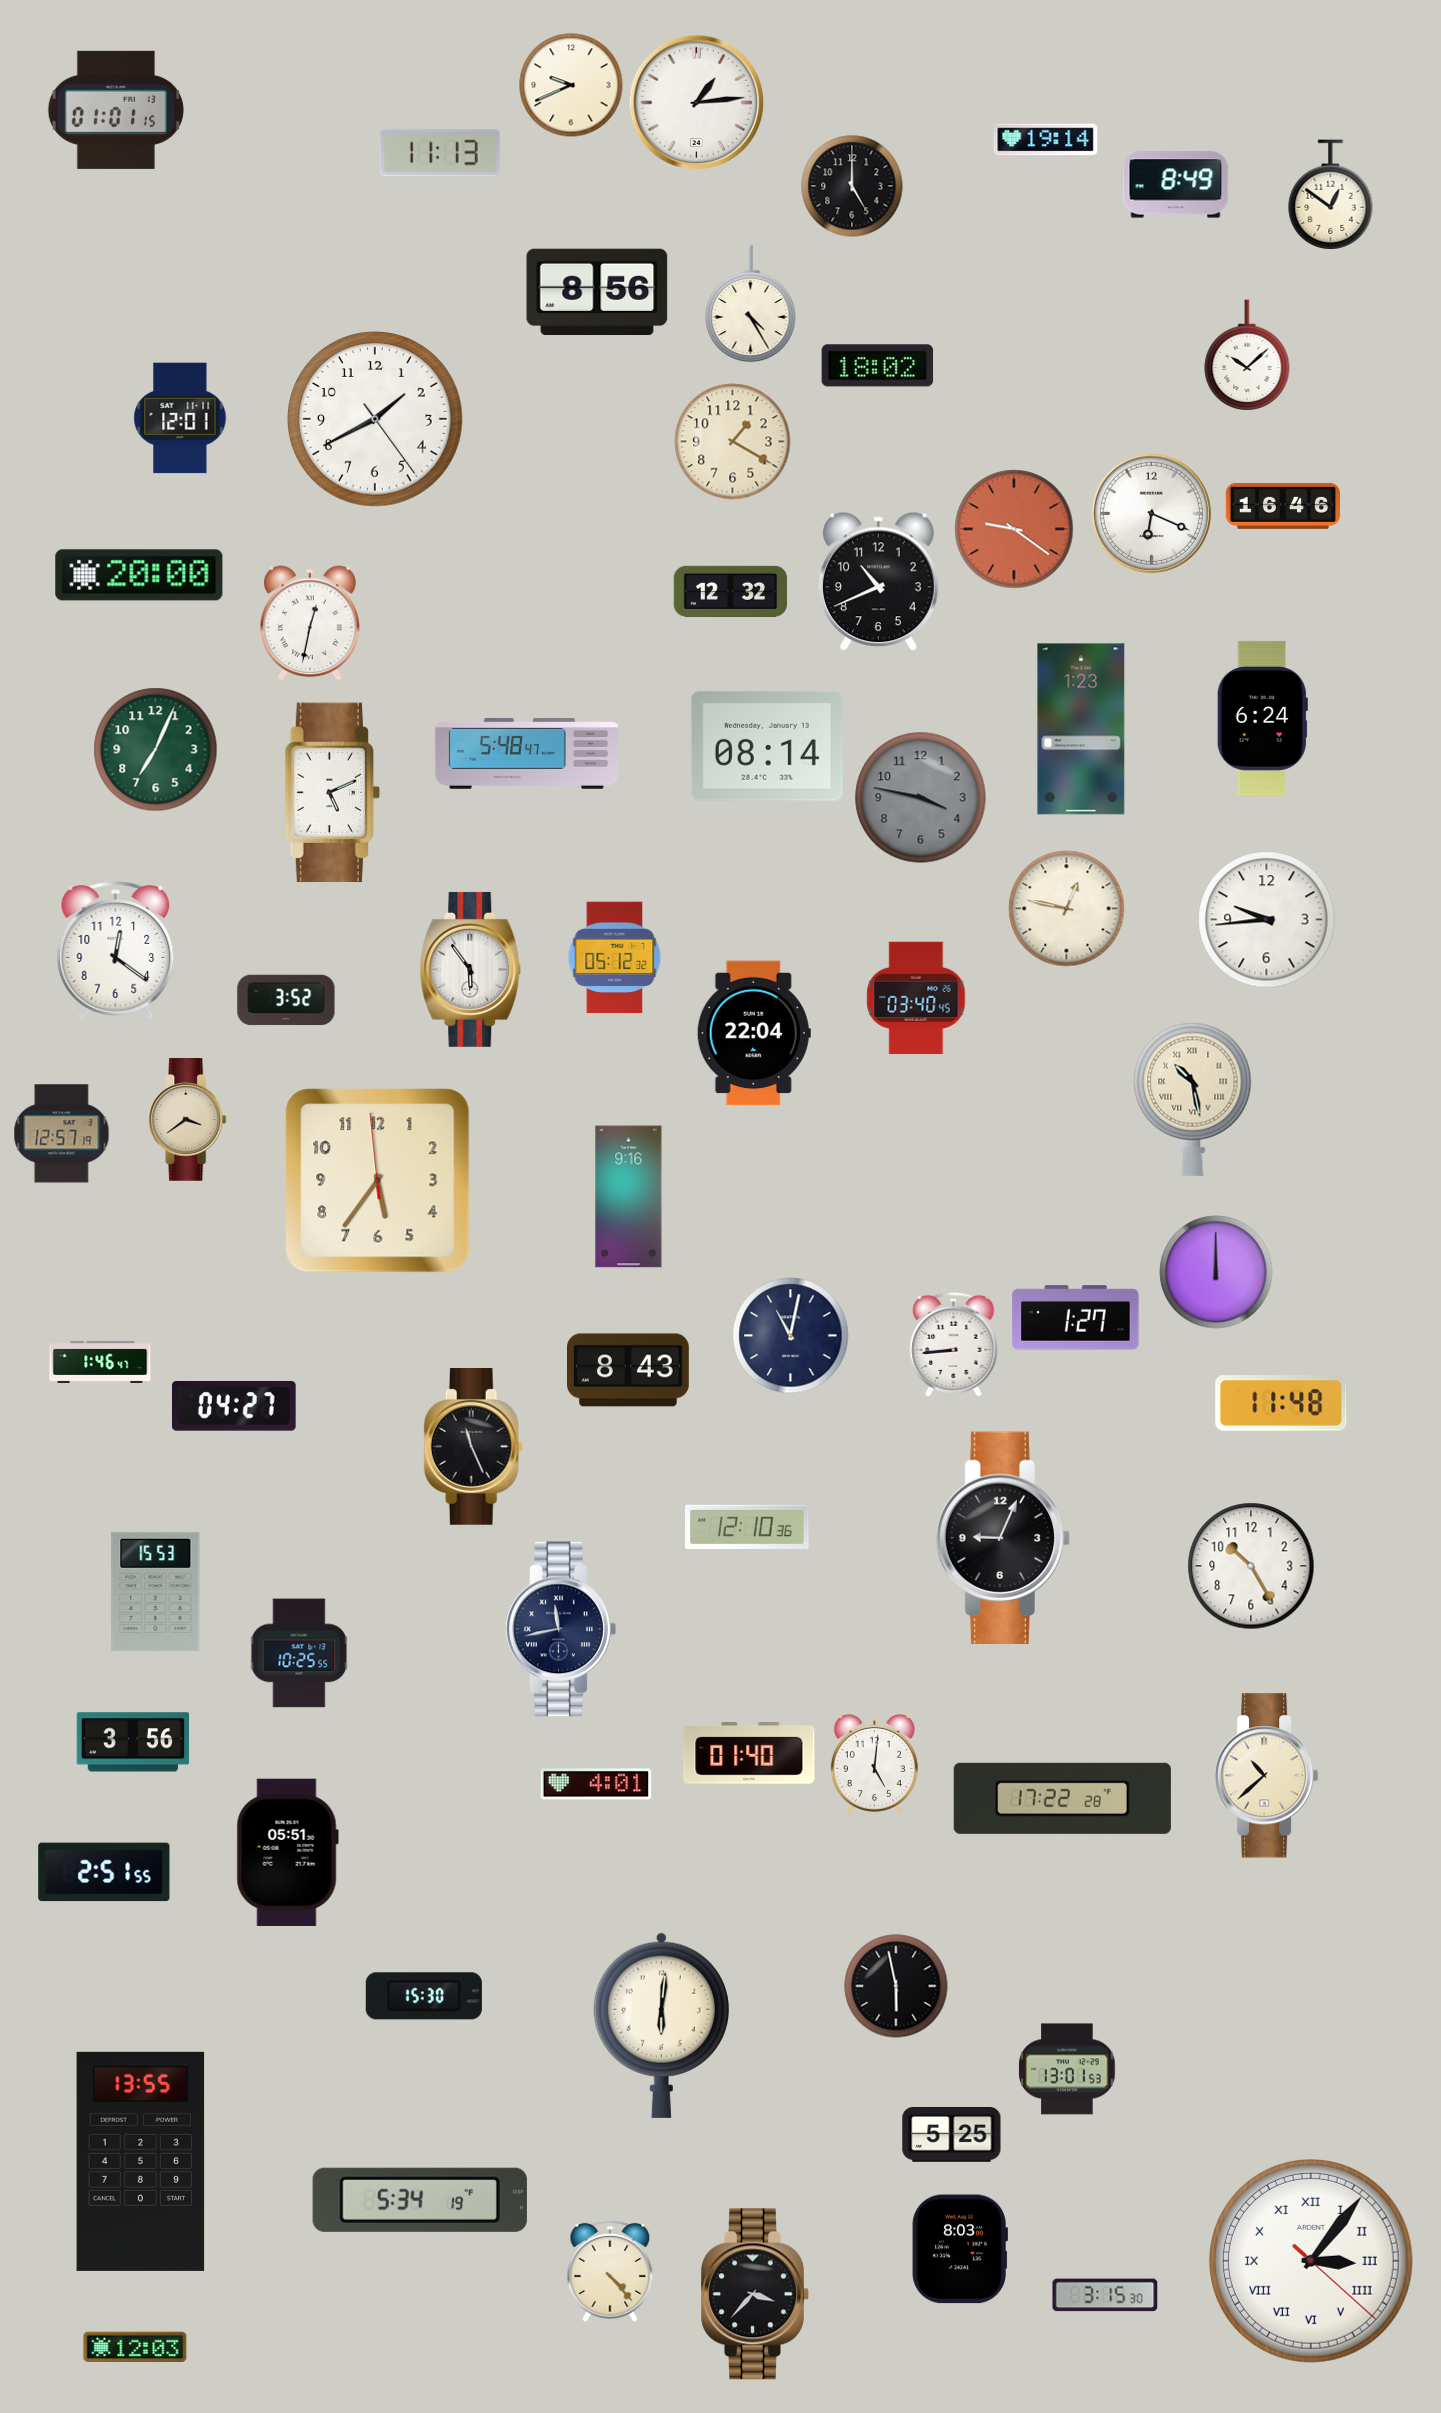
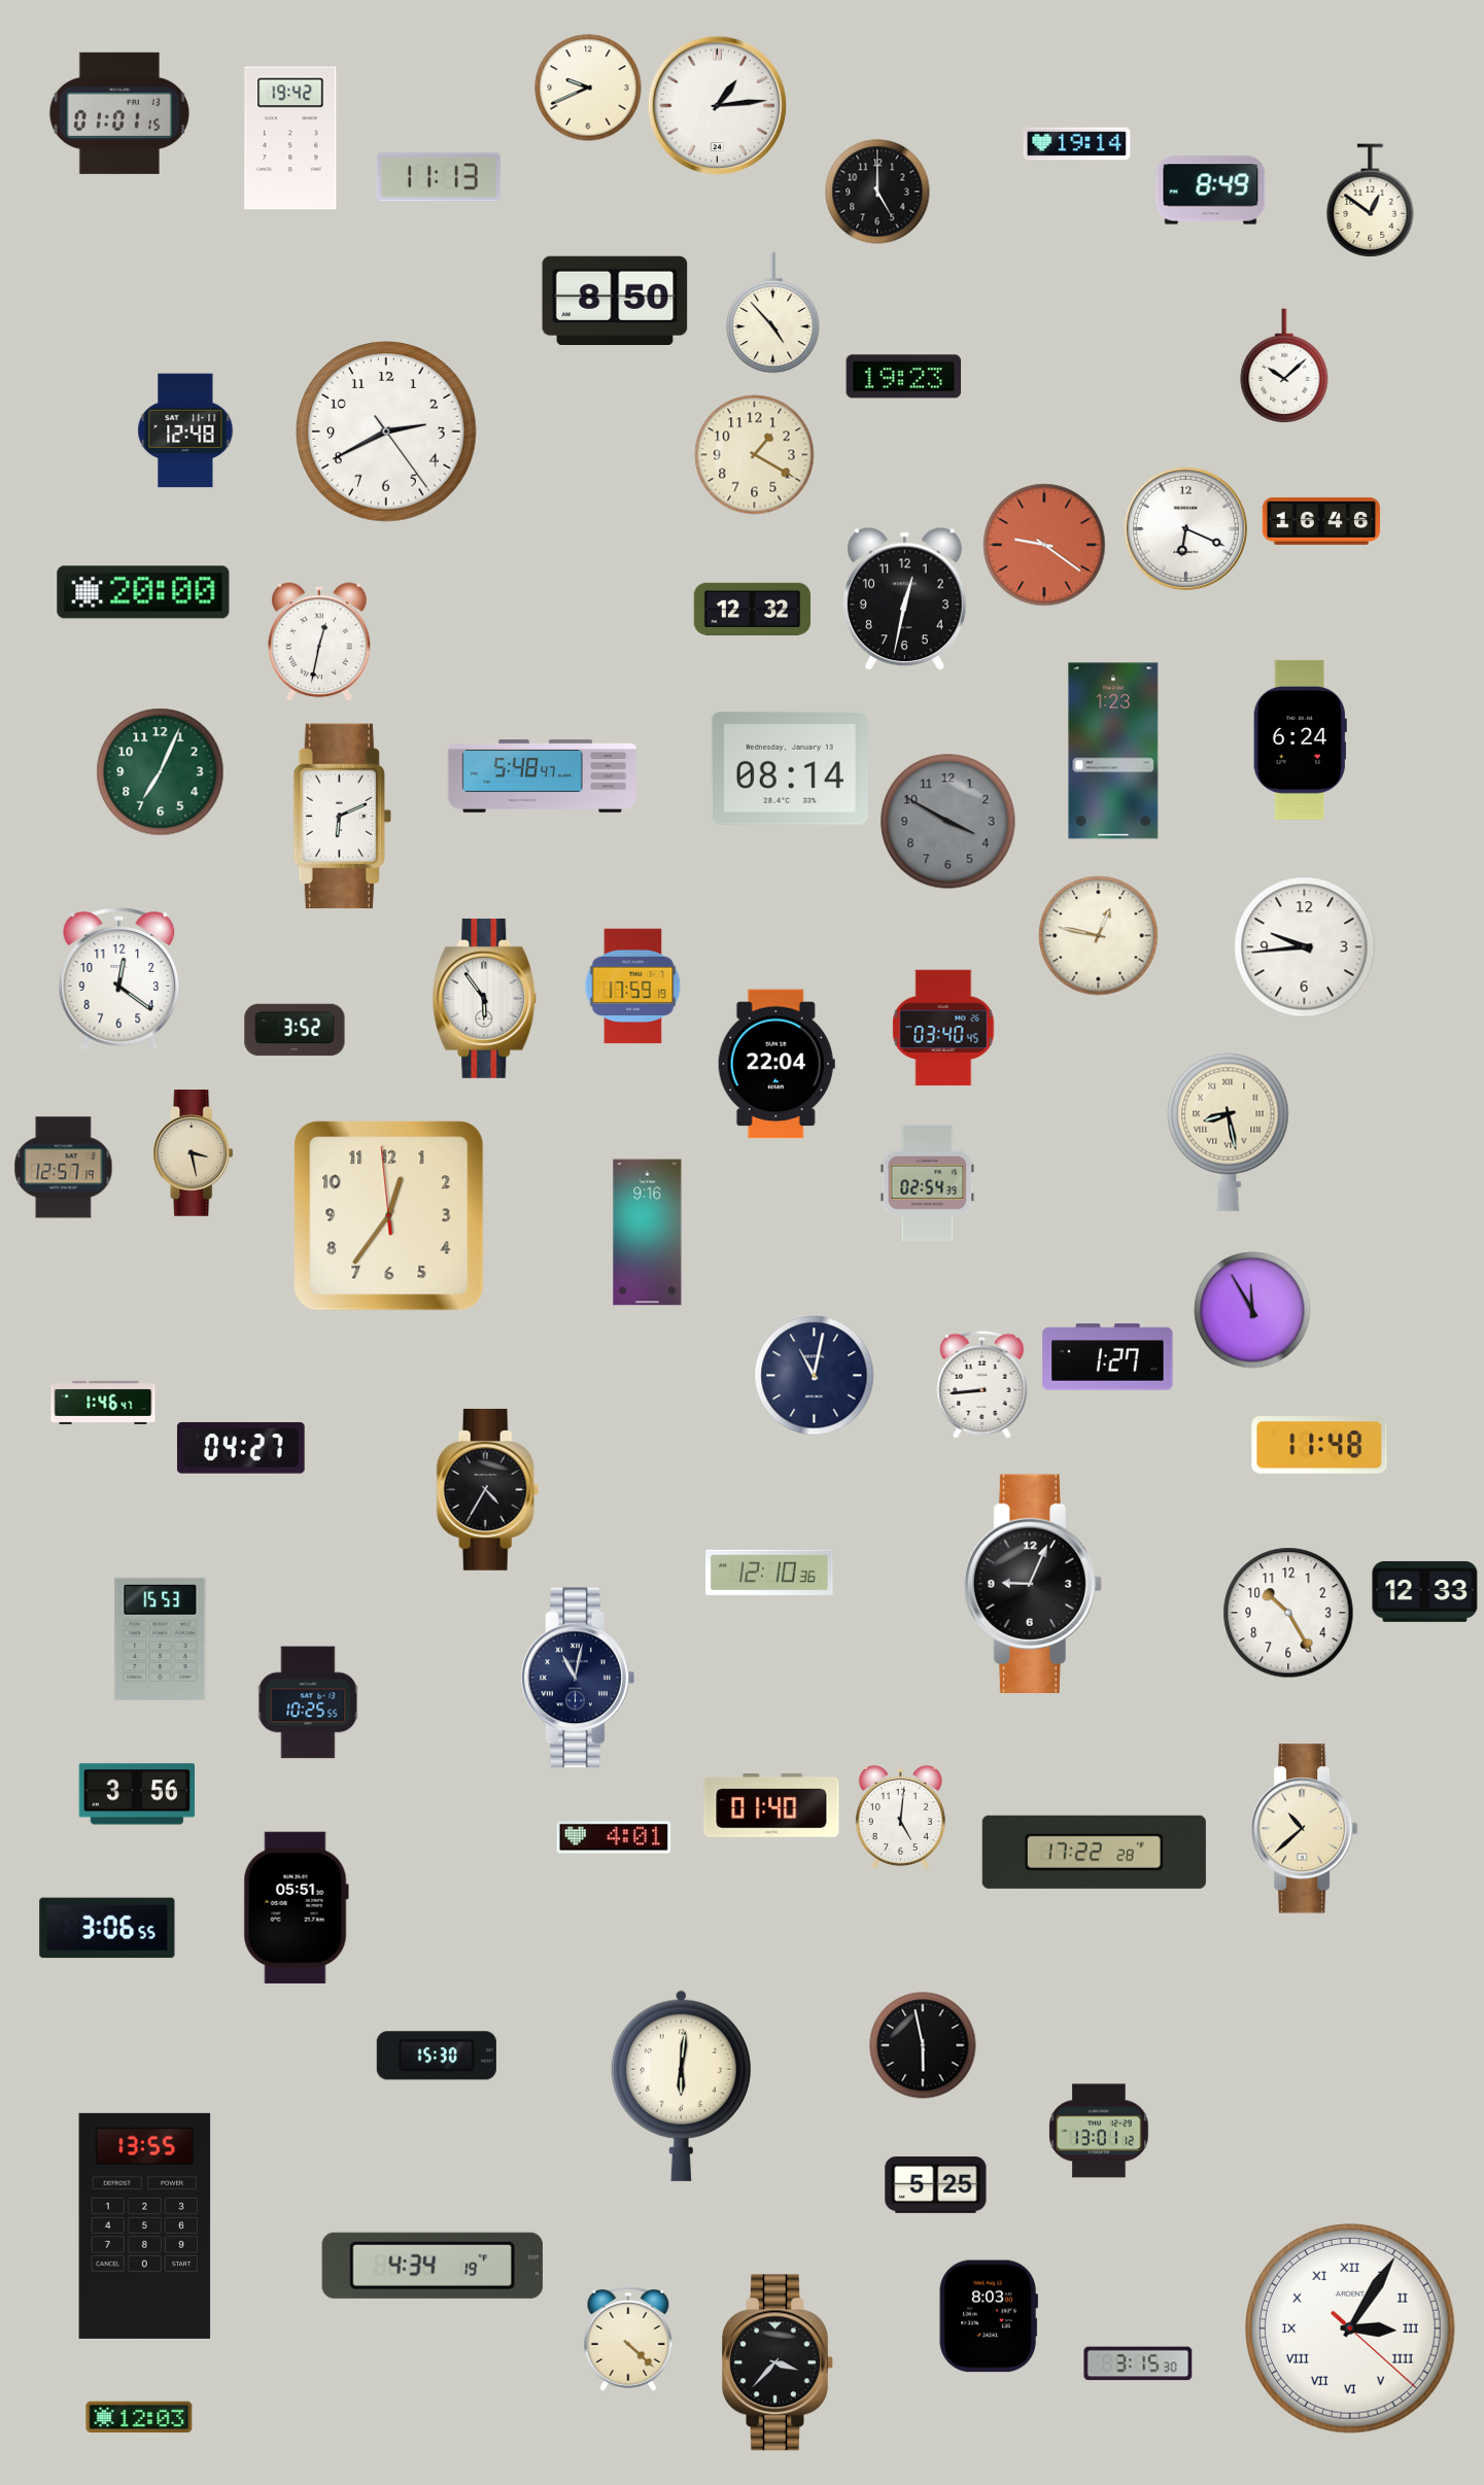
clock at (290, 138): none -> 19:42
clock at (440, 153) position: (440, 153) -> (439, 177)
clock at (597, 291): 8:56 -> 8:50
clock at (751, 304): 4:25 -> 4:53
clock at (878, 366): 18:02 -> 19:23
clock at (180, 418): 12:01 -> 12:48
clock at (375, 419): 1:40 -> 2:40
clock at (879, 582): 10:41 -> 12:32
clock at (332, 793): 5:11 -> 6:11
clock at (921, 798): 3:47 -> 3:50
clock at (615, 958): 05:12 -> 17:59
clock at (1193, 1099): 10:28 -> 8:28
clock at (188, 1120): 3:39 -> 3:28
clock at (928, 1183): none -> 02:54
clock at (378, 1181): 5:35 -> 12:35
clock at (1216, 1272): 12:00 -> 11:55
clock at (629, 1370): 8:43 -> none
clock at (474, 1446): 11:26 -> 4:35
clock at (1425, 1591): none -> 12:33
clock at (561, 1629): 11:43 -> 11:02
clock at (104, 1872): 2:51 -> 3:06
clock at (1067, 2069): 13:01:53 -> 13:01:12
clock at (952, 2134) position: (952, 2134) -> (936, 2184)
clock at (420, 2200): 5:34 -> 4:34
clock at (1311, 2261): 3:06 -> 3:05
clock at (610, 2271): 4:23 -> 4:22
